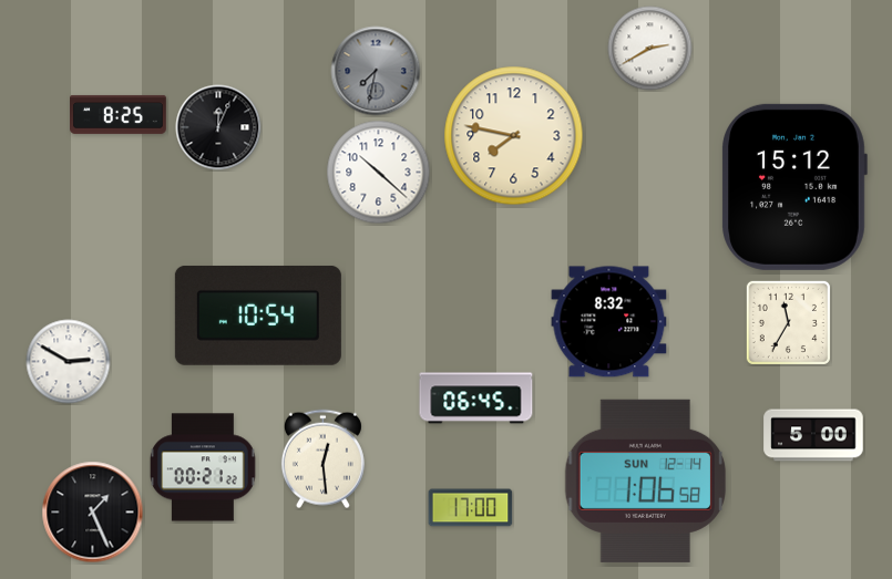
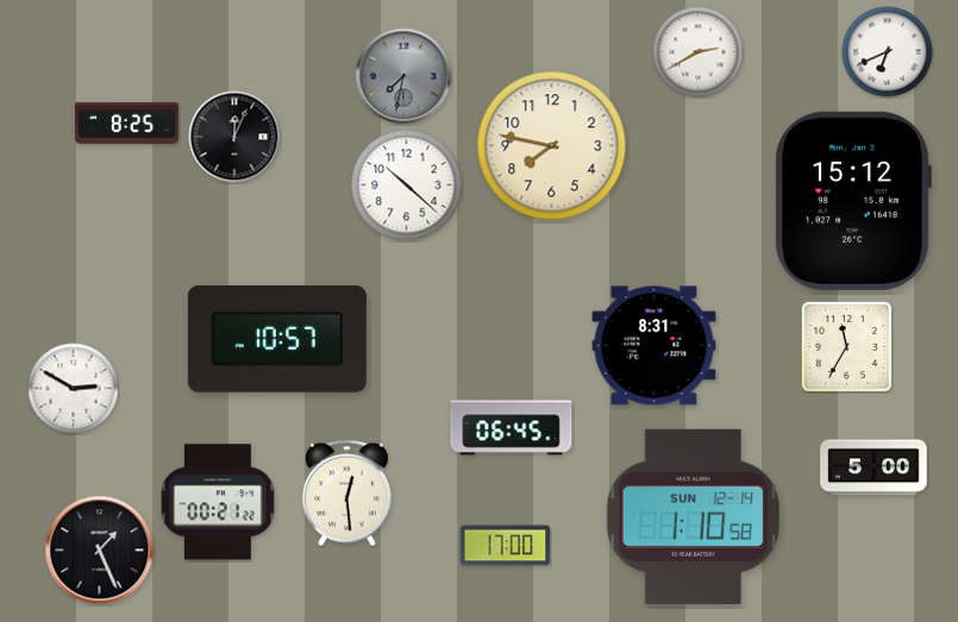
clock at (888, 52): none -> 6:41
clock at (258, 316): 10:54 -> 10:57
clock at (609, 322): 8:32 -> 8:31
clock at (646, 480): 1:06 -> 1:10
